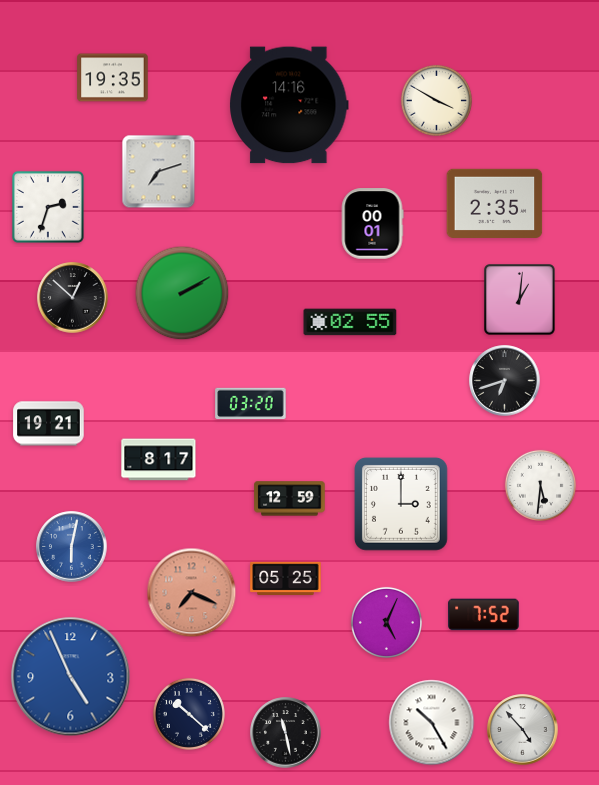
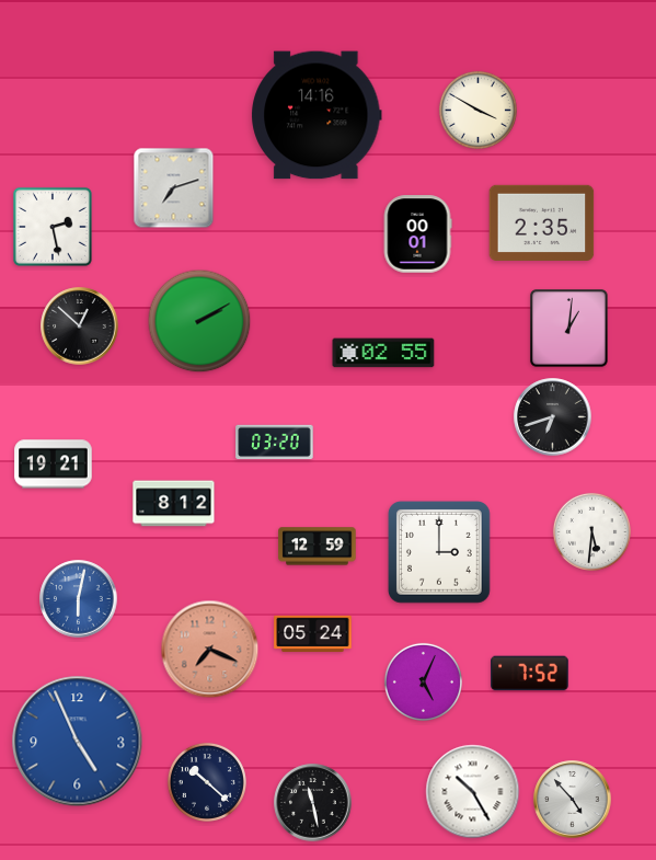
clock at (113, 78): 19:35 -> none
clock at (48, 207): 2:33 -> 2:28
clock at (372, 224) position: (372, 224) -> (417, 234)
clock at (159, 460): 8:17 -> 8:12
clock at (286, 579): 05:25 -> 05:24
